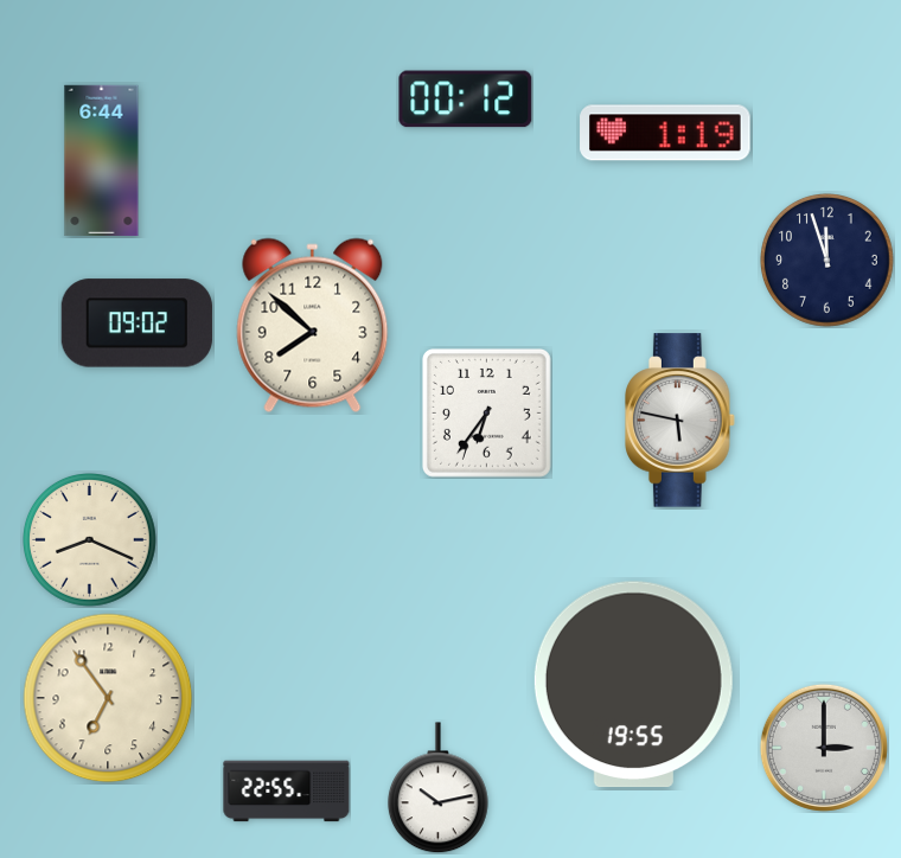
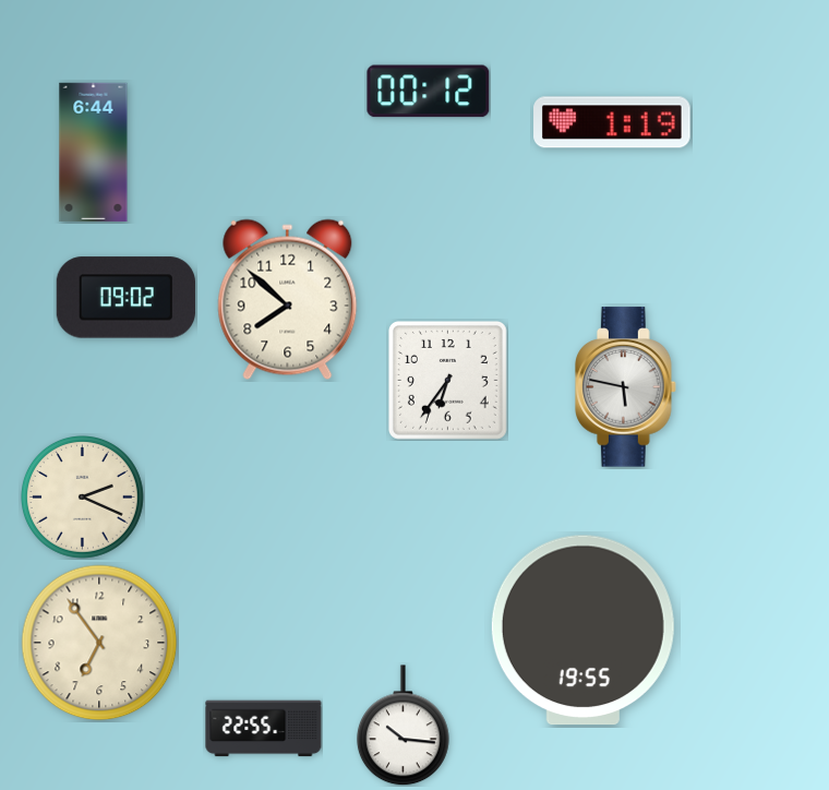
clock at (102, 161) position: (102, 161) -> (94, 153)
clock at (827, 261): 11:57 -> none
clock at (90, 540): 8:19 -> 2:19
clock at (824, 748): 3:00 -> none
clock at (439, 788): 10:13 -> 10:16
